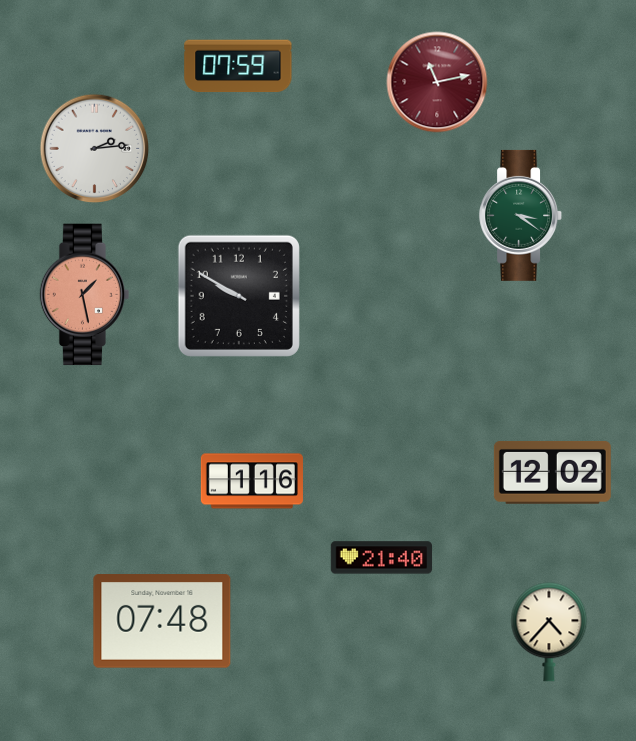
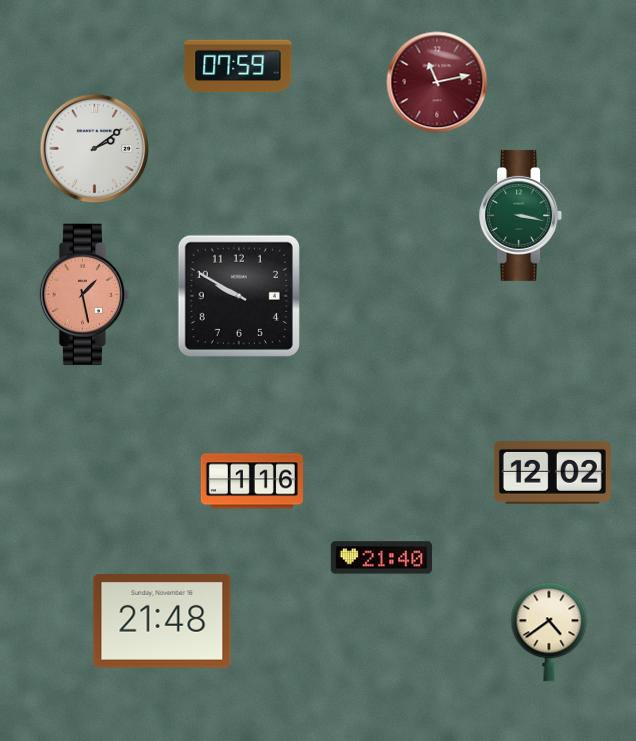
clock at (95, 149): 2:14 -> 2:09
clock at (521, 215): 3:21 -> 3:17
clock at (162, 621): 07:48 -> 21:48
clock at (549, 632): 4:37 -> 4:39
